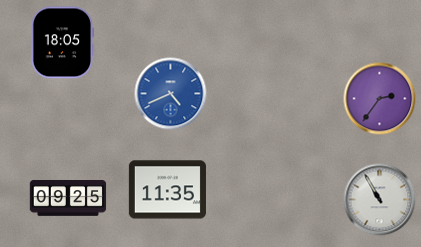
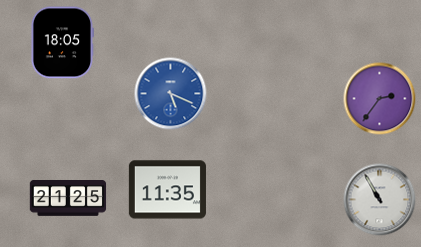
clock at (171, 94): 4:41 -> 5:19
clock at (68, 199): 09:25 -> 21:25
